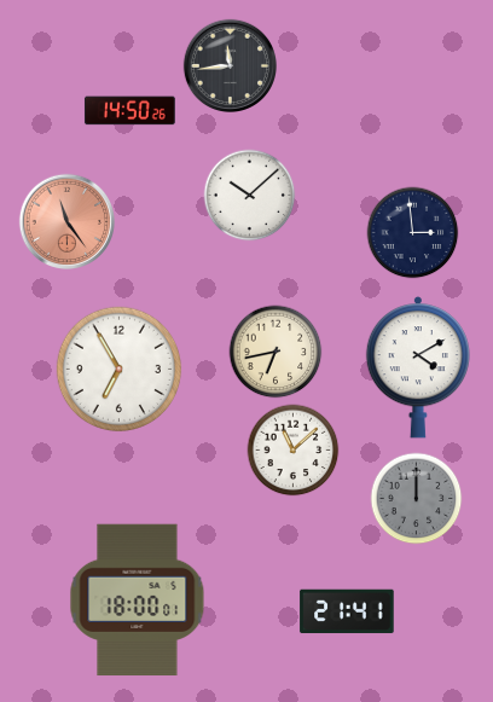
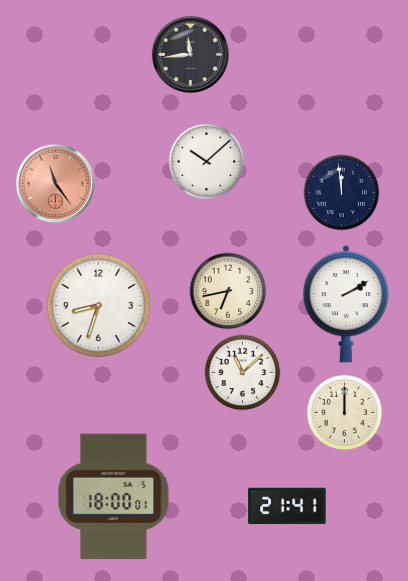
clock at (129, 111): 14:50 -> none
clock at (413, 233): 2:59 -> 11:59
clock at (417, 367): 4:10 -> 2:10
clock at (120, 370): 6:55 -> 8:33
clock at (417, 499) dial: grey -> cream
